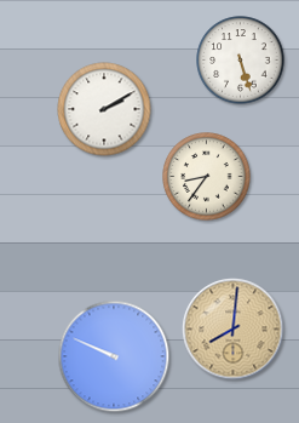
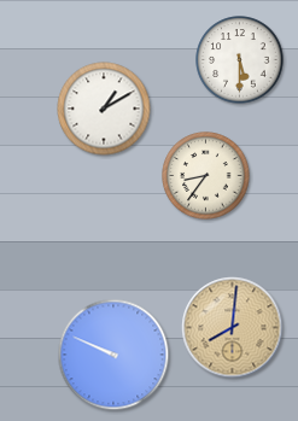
clock at (241, 61): 5:27 -> 5:30
clock at (104, 109): 2:10 -> 1:10
